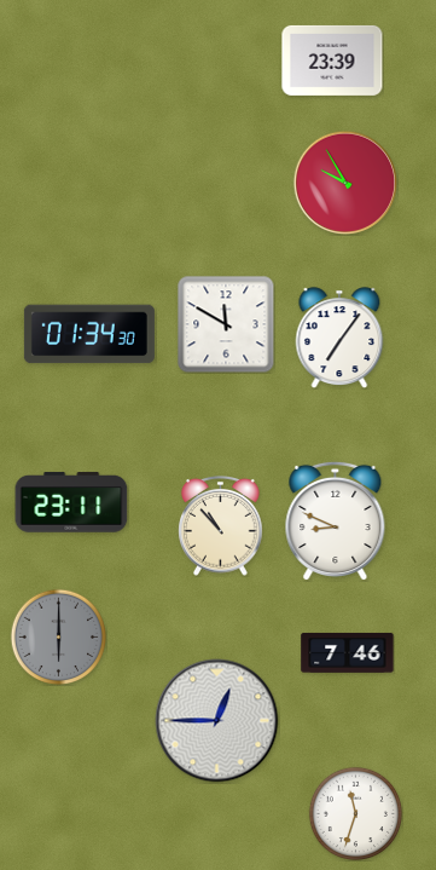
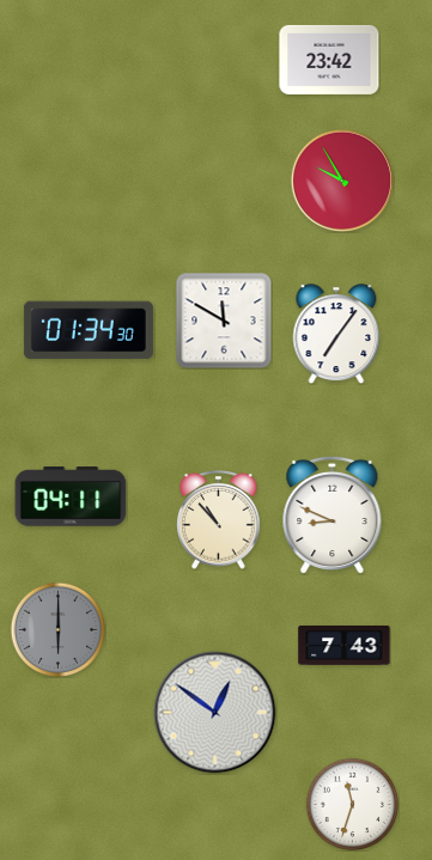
clock at (332, 61): 23:39 -> 23:42
clock at (71, 502): 23:11 -> 04:11
clock at (348, 652): 7:46 -> 7:43
clock at (217, 721): 12:45 -> 12:51
